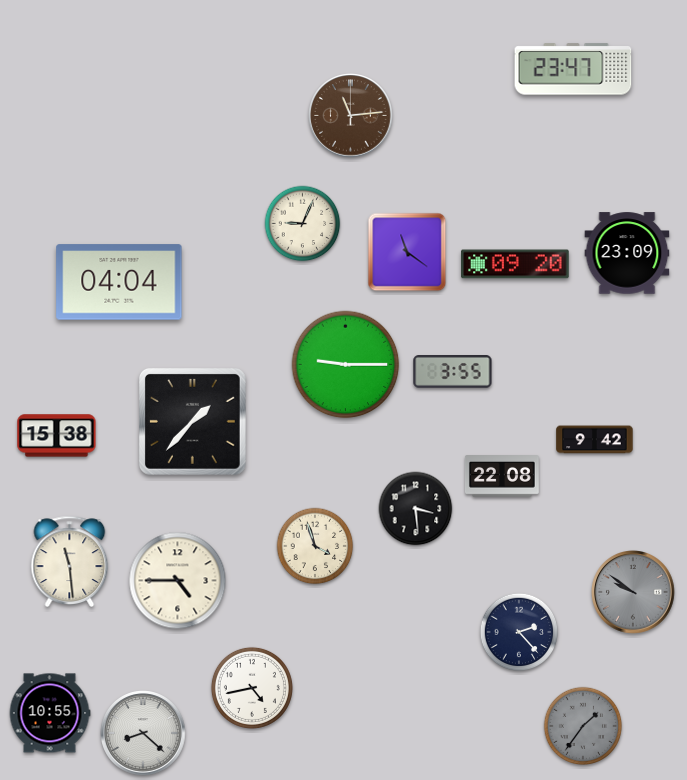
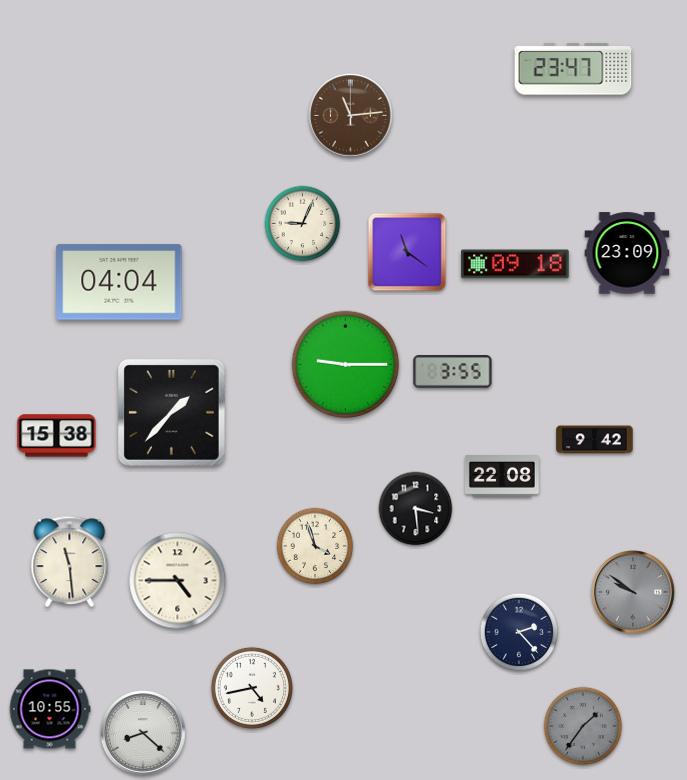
clock at (515, 264): 09:20 -> 09:18
clock at (193, 422) position: (193, 422) -> (172, 413)
clock at (50, 713) position: (50, 713) -> (50, 709)
